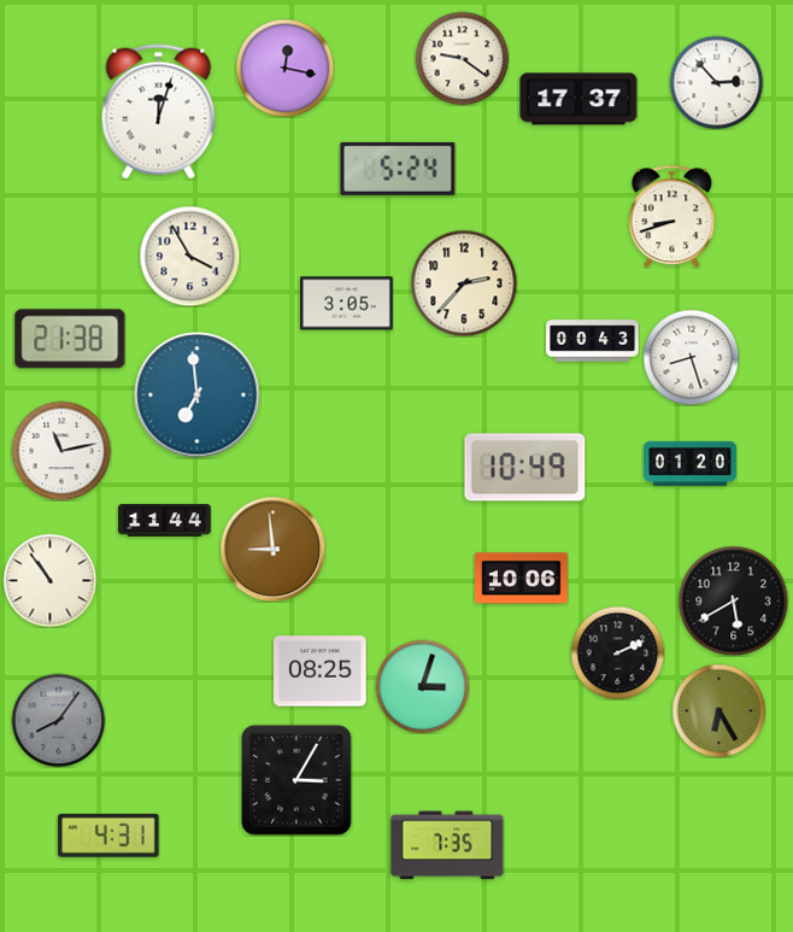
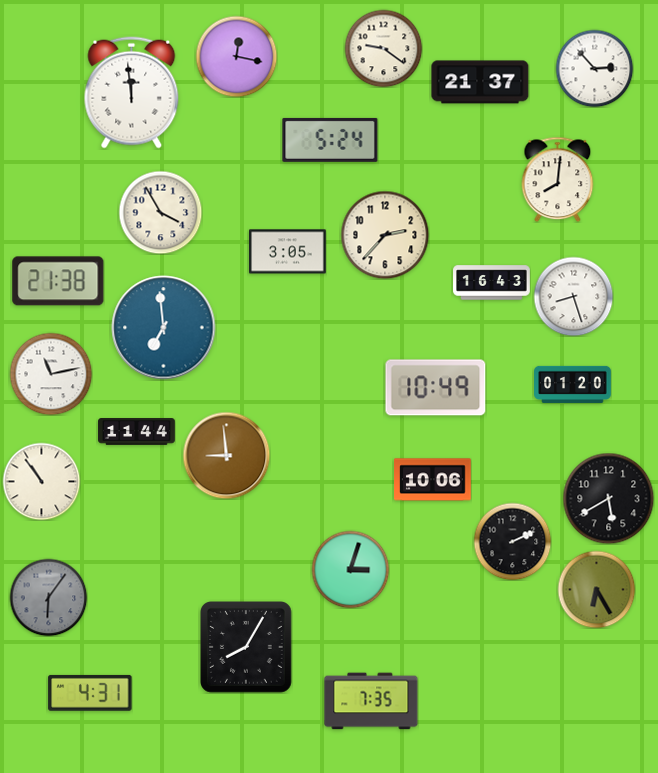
clock at (578, 99): 17:37 -> 21:37
clock at (159, 112): 12:03 -> 11:59
clock at (672, 216): 8:42 -> 8:01
clock at (189, 256) position: (189, 256) -> (160, 212)
clock at (593, 341): 00:43 -> 16:43
clock at (321, 672): 08:25 -> none
clock at (58, 720): 8:06 -> 6:06
clock at (298, 781): 3:05 -> 8:05
